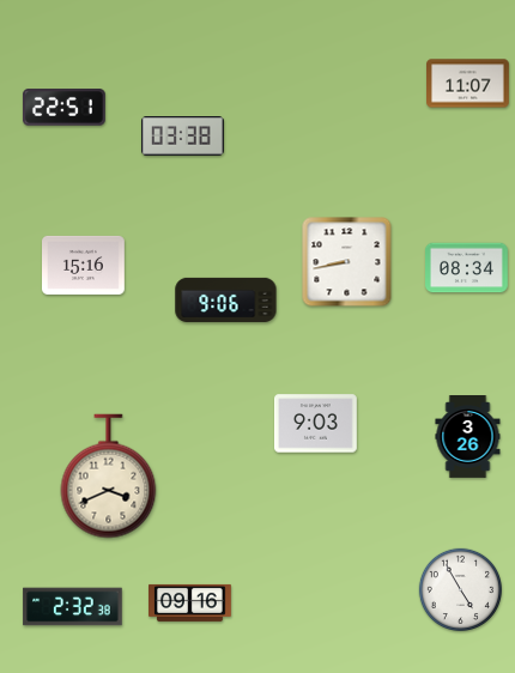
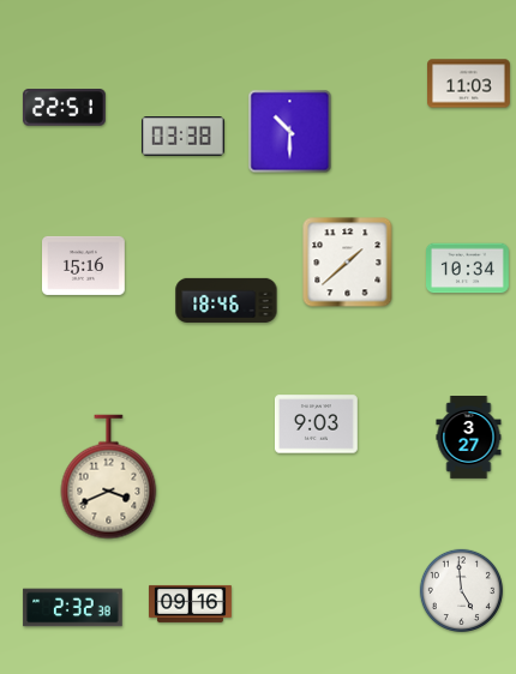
clock at (468, 84): 11:07 -> 11:03
clock at (290, 132): none -> 10:30
clock at (347, 262): 8:43 -> 1:38
clock at (467, 268): 08:34 -> 10:34
clock at (226, 299): 9:06 -> 18:46
clock at (468, 437): 3:26 -> 3:27
clock at (460, 589): 4:55 -> 4:59
